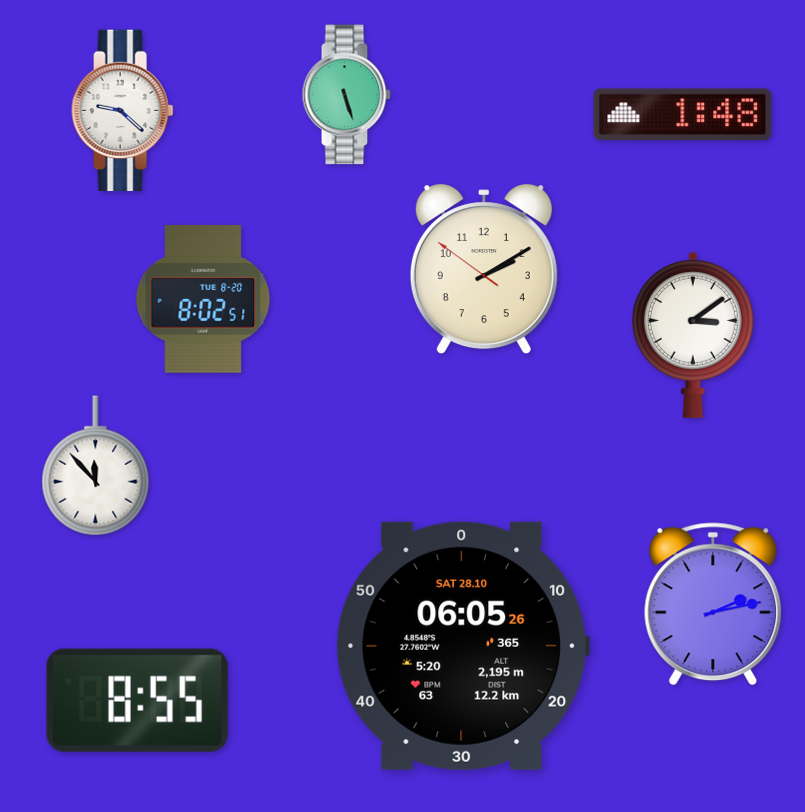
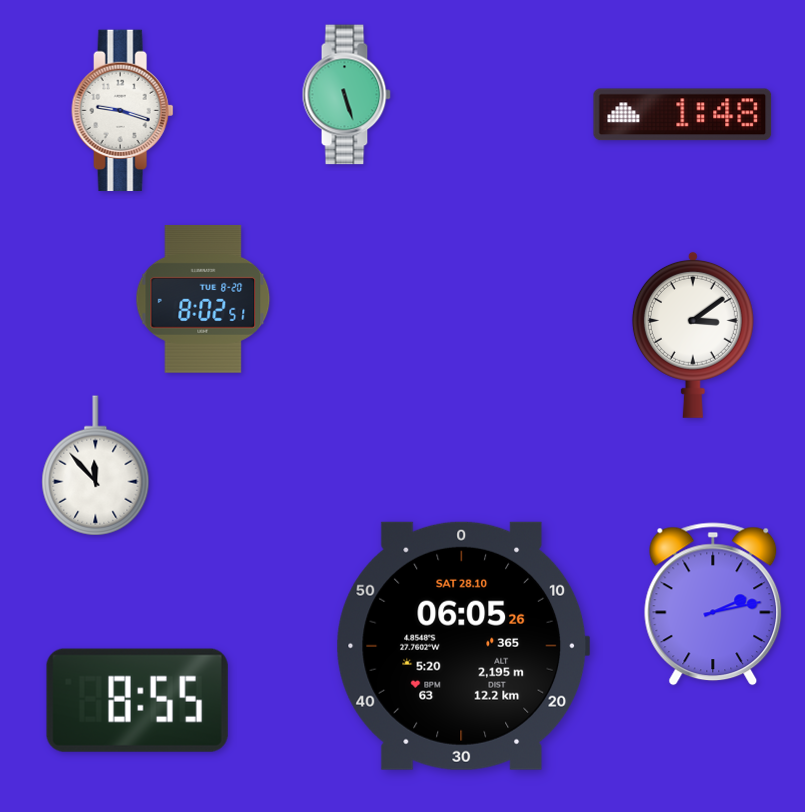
clock at (123, 110): 9:22 -> 9:18
clock at (484, 269): 2:09 -> none
